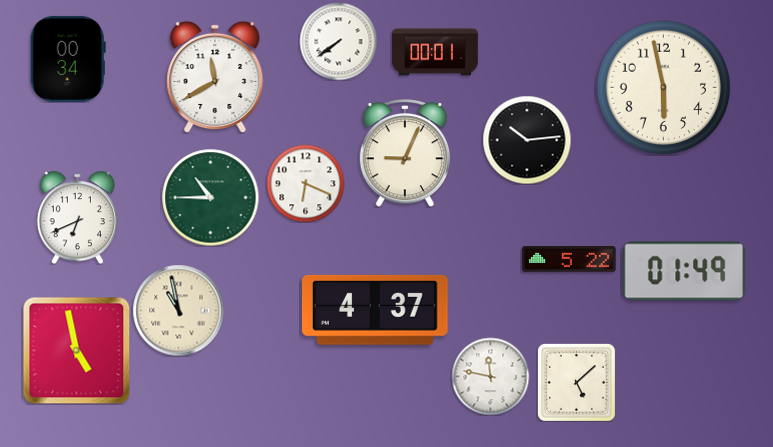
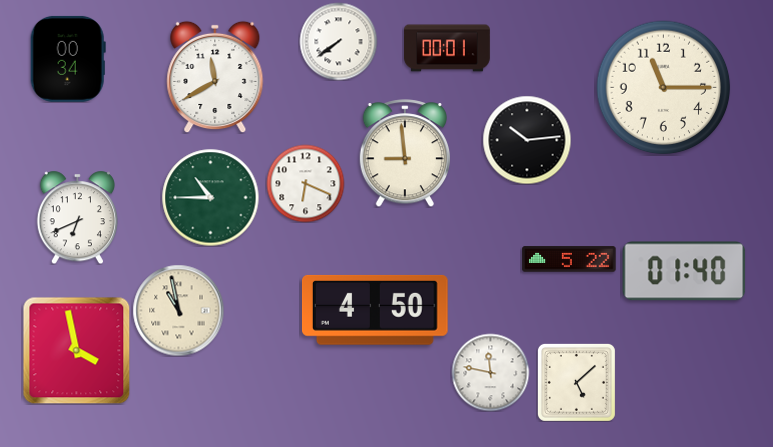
clock at (436, 52) position: (436, 52) -> (448, 48)
clock at (664, 88): 5:58 -> 11:15
clock at (404, 153): 9:04 -> 8:59
clock at (684, 271): 01:49 -> 01:40
clock at (375, 310): 4:37 -> 4:50
clock at (76, 350): 4:58 -> 3:58
clock at (490, 376) position: (490, 376) -> (490, 372)
